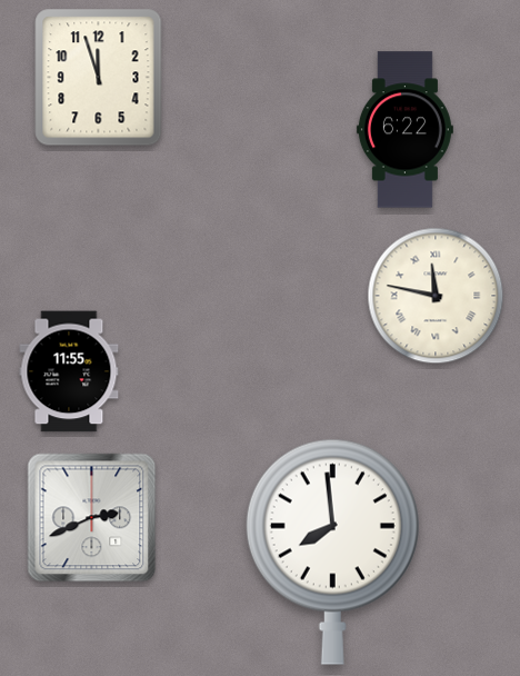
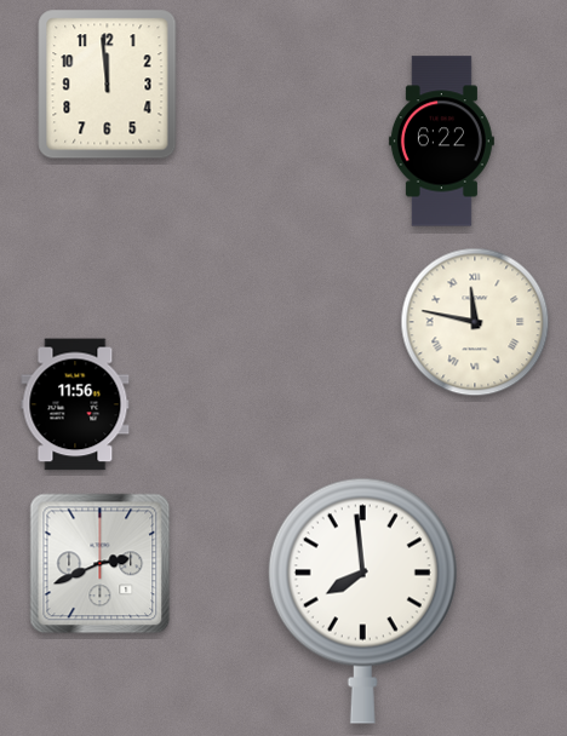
clock at (99, 78): 11:57 -> 11:59
clock at (69, 371): 11:55 -> 11:56
